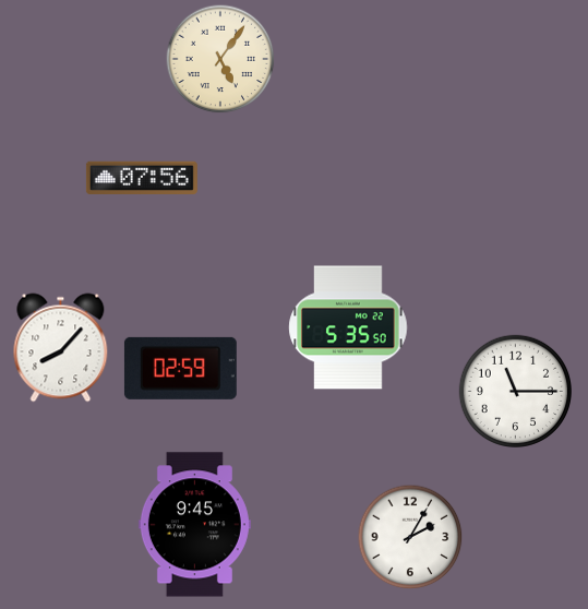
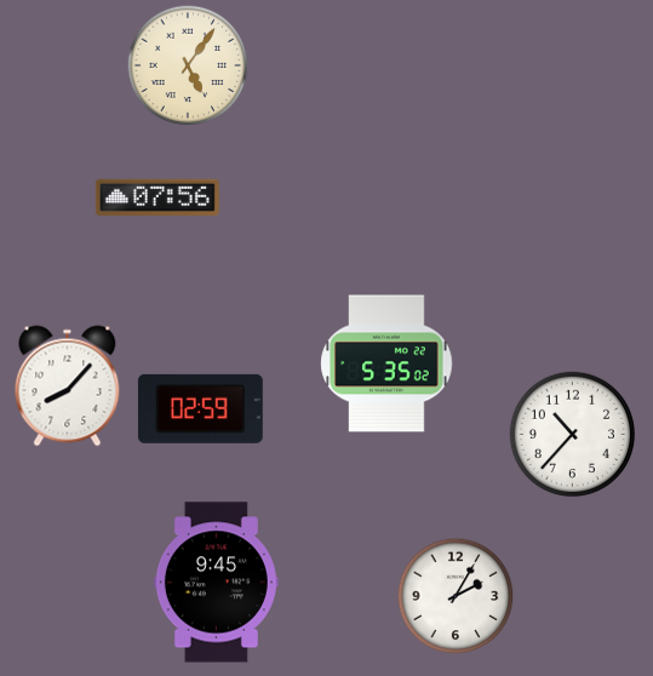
clock at (220, 59) position: (220, 59) -> (188, 65)
clock at (348, 327): 5:35:50 -> 5:35:02
clock at (515, 391): 11:15 -> 10:37
